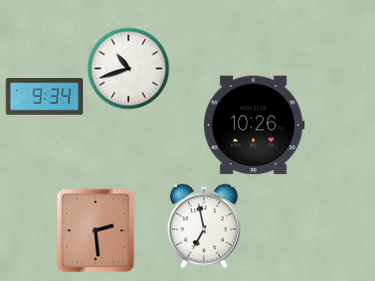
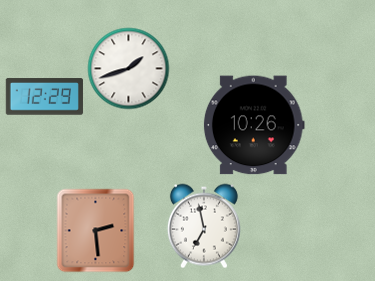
clock at (128, 68): 10:42 -> 1:42
clock at (44, 97): 9:34 -> 12:29
